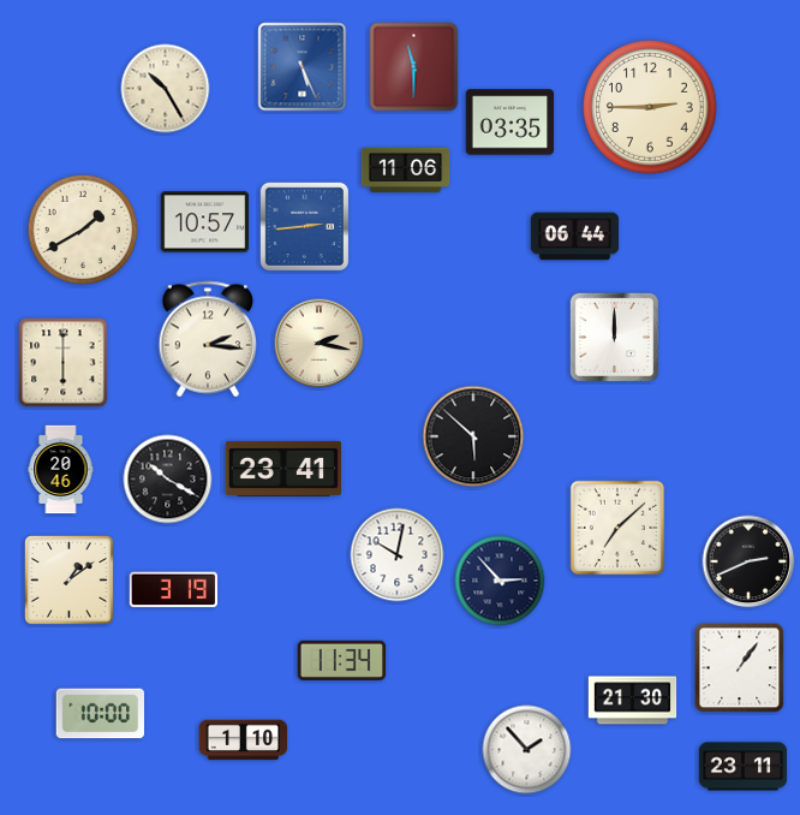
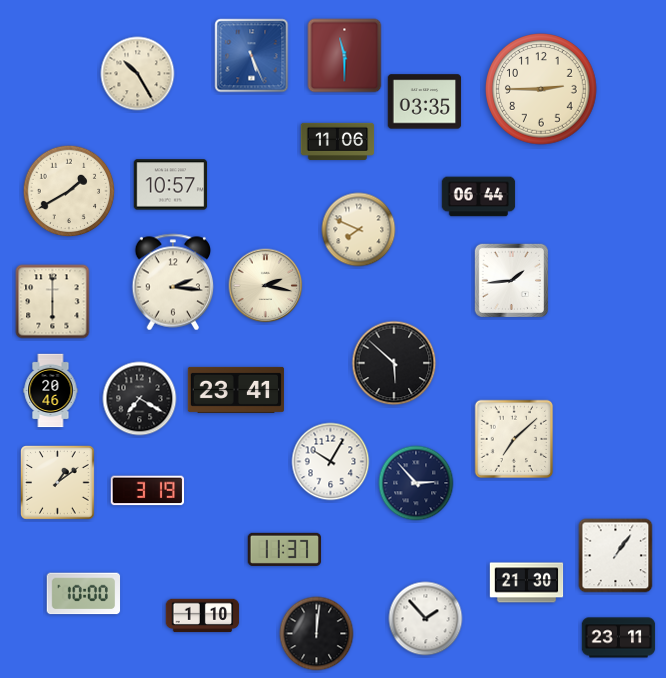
clock at (304, 226): 2:44 -> none
clock at (359, 230): none -> 7:49
clock at (614, 337): 12:00 -> 1:44
clock at (168, 480): 10:20 -> 7:20
clock at (398, 555): 10:02 -> 10:05
clock at (748, 561): 2:41 -> none
clock at (173, 590) position: (173, 590) -> (147, 491)
clock at (342, 660): 11:34 -> 11:37
clock at (527, 750) position: (527, 750) -> (426, 619)
clock at (317, 634): none -> 12:01
